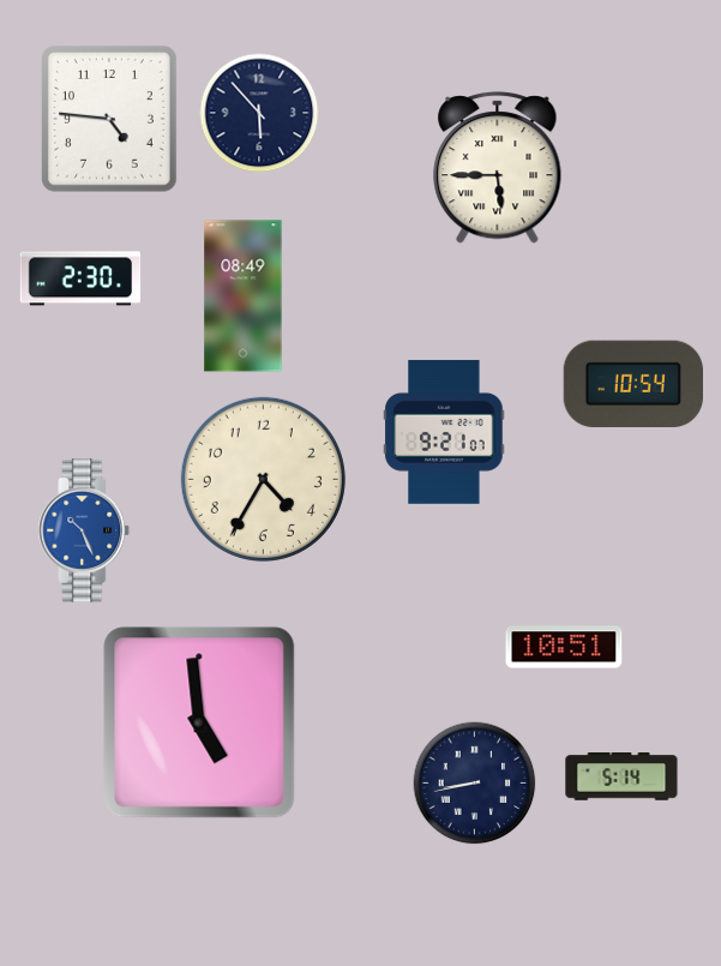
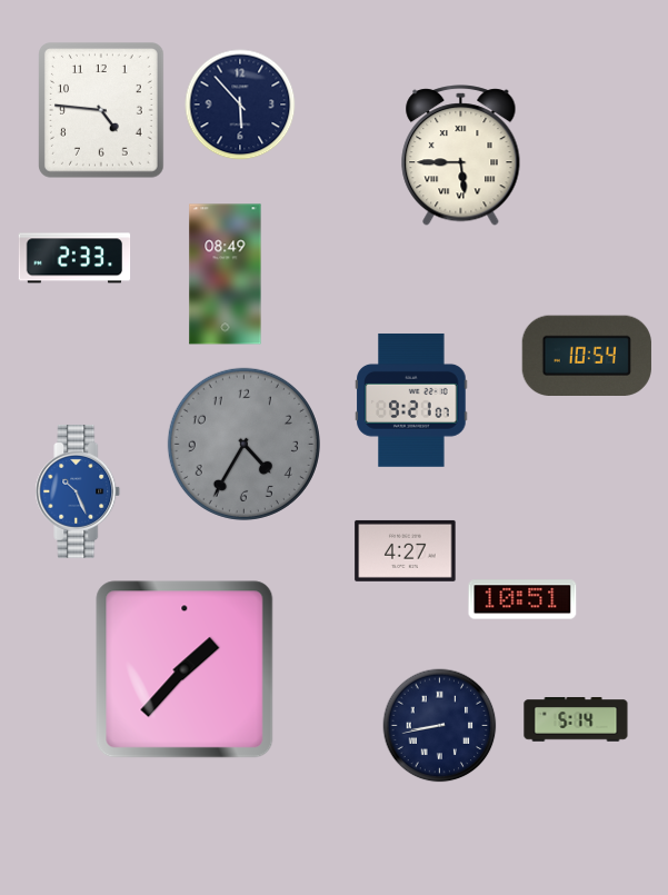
clock at (80, 278): 2:30 -> 2:33
clock at (263, 479) dial: cream -> grey
clock at (406, 550): none -> 4:27
clock at (199, 722): 4:59 -> 1:37
